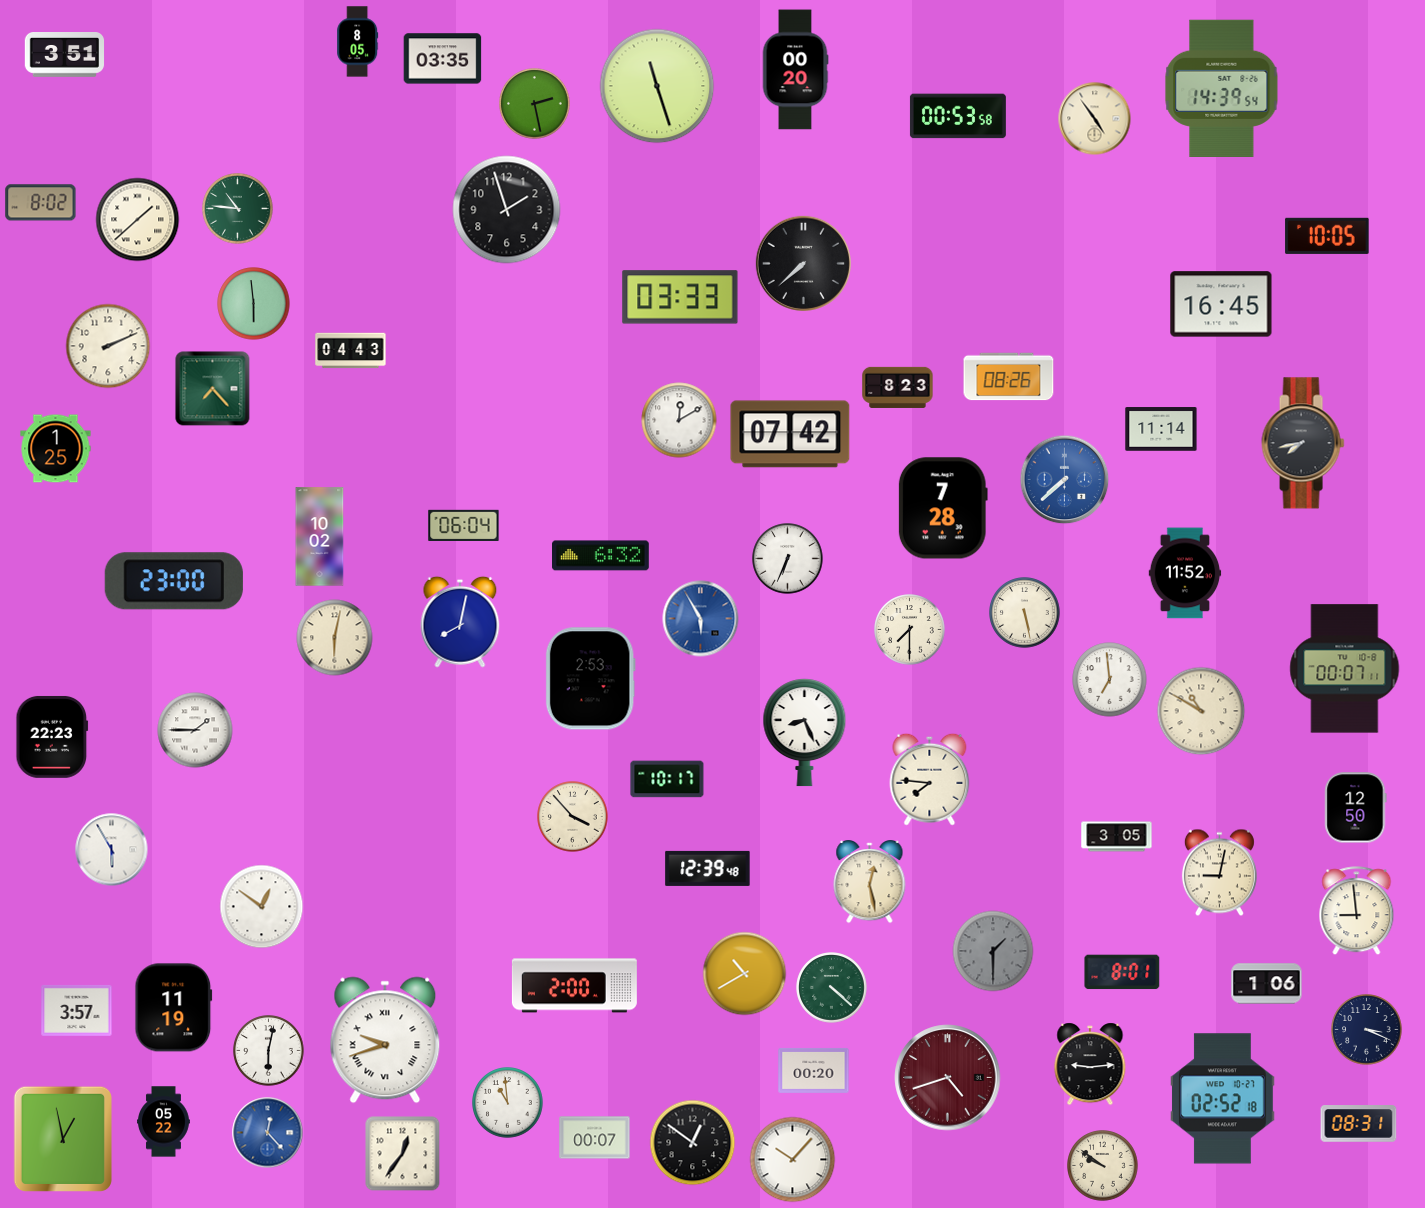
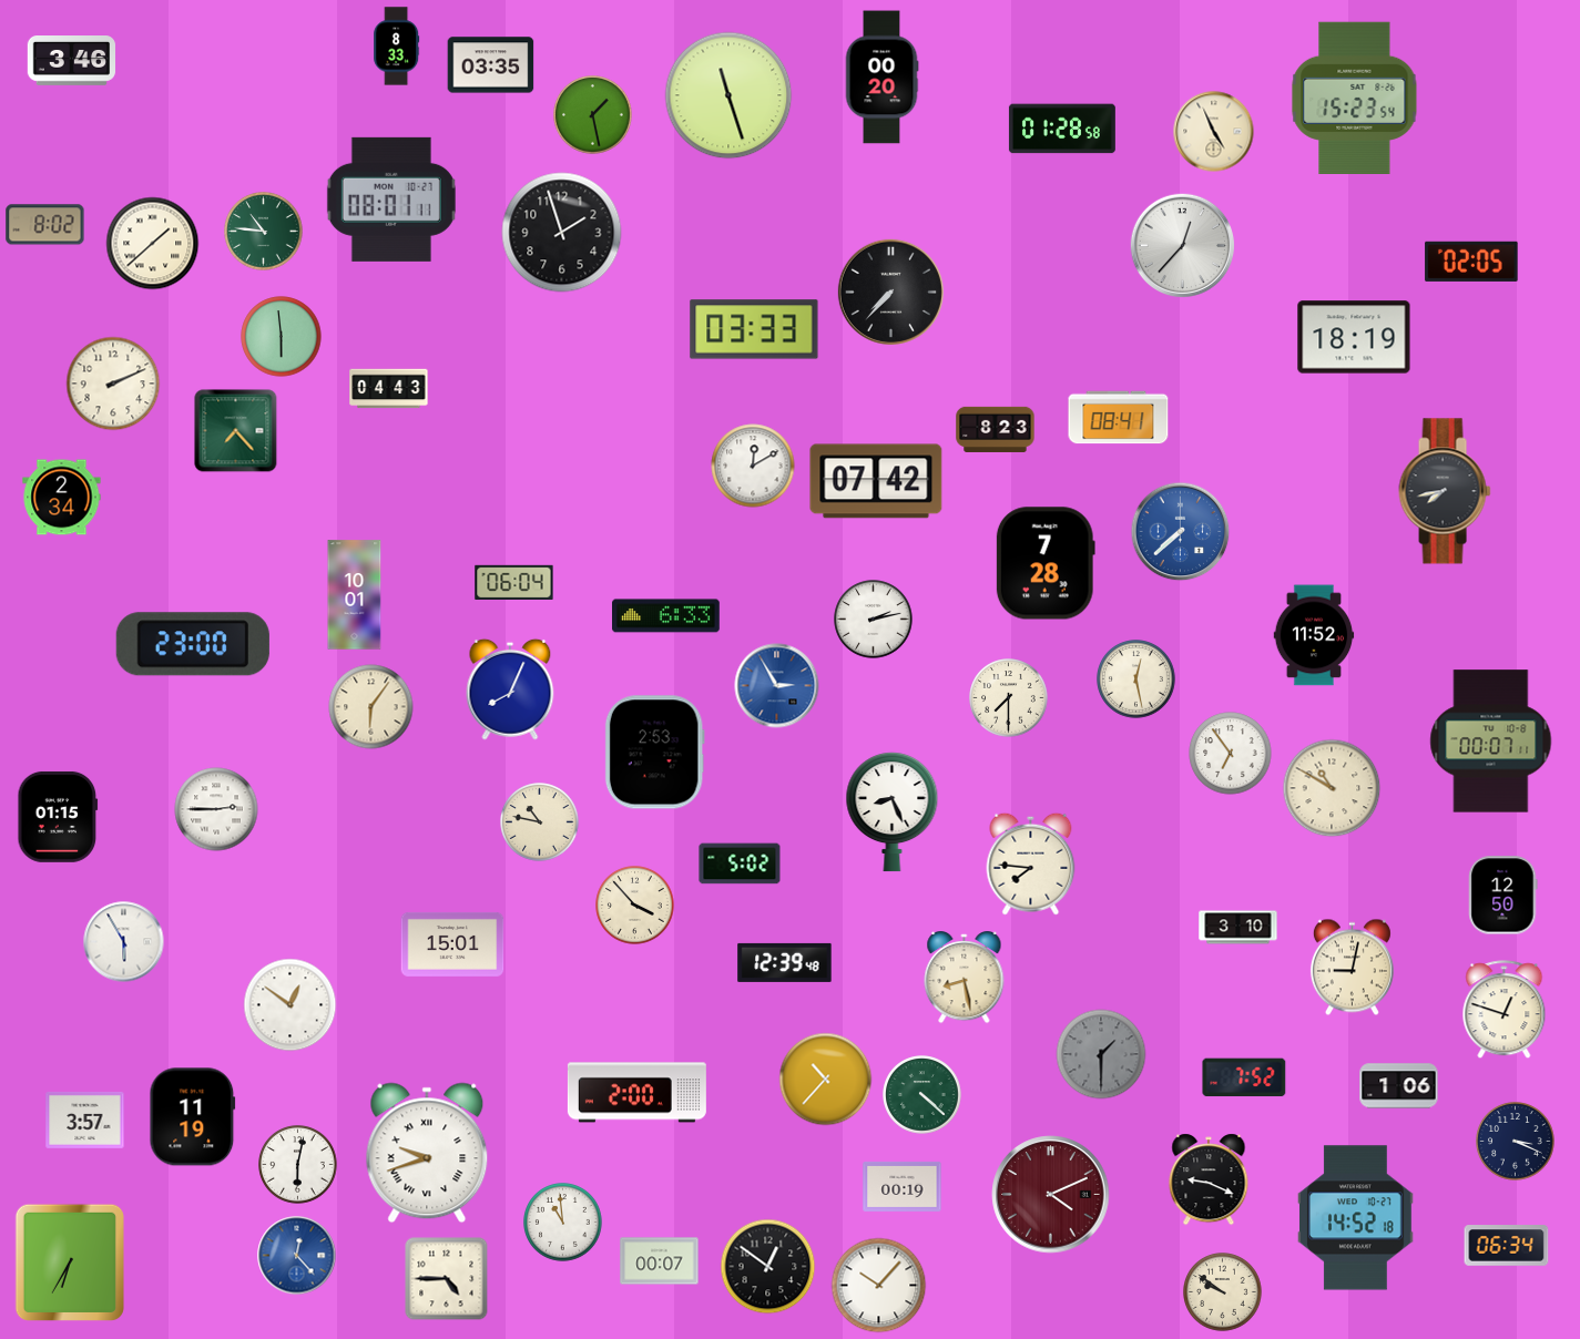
clock at (358, 42): 8:05 -> 8:33
clock at (65, 55): 3:51 -> 3:46
clock at (1222, 88): 14:39 -> 15:23
clock at (535, 104): 2:28 -> 1:28
clock at (958, 116): 00:53 -> 01:28
clock at (1095, 119): 4:54 -> 4:56
clock at (391, 200): none -> 08:01
clock at (1182, 245): none -> 12:37
clock at (1327, 236): 10:05 -> 02:05
clock at (803, 263): 7:38 -> 7:37
clock at (1221, 304): 16:45 -> 18:19
clock at (108, 346) position: (108, 346) -> (113, 384)
clock at (1009, 377): 08:26 -> 08:41
clock at (1161, 429): 11:14 -> none
clock at (56, 449): 1:25 -> 2:34
clock at (320, 537): 10:02 -> 10:01
clock at (601, 556): 6:32 -> 6:33
clock at (788, 559): 6:34 -> 2:13
clock at (1025, 613): 5:28 -> 12:28
clock at (701, 619): 5:55 -> 2:55
clock at (460, 622): 8:02 -> 8:04
clock at (335, 638): 6:02 -> 6:06
clock at (1110, 680): 6:59 -> 6:54
clock at (195, 730): 1:45 -> 2:45
clock at (52, 737): 22:23 -> 01:15
clock at (540, 822): none -> 10:47
clock at (667, 779): 10:17 -> 5:02
clock at (1117, 837): 3:05 -> 3:10
clock at (452, 944): none -> 15:01
clock at (870, 883): 12:28 -> 8:28
clock at (1357, 911): 8:59 -> 12:48
clock at (1122, 972): 8:01 -> 7:52
clock at (745, 974): 10:40 -> 10:37
clock at (1267, 984) position: (1267, 984) -> (1399, 1086)
clock at (1090, 1064): 9:14 -> 9:19
clock at (814, 1070): 00:20 -> 00:19
clock at (948, 1078): 4:42 -> 4:11
clock at (1223, 1099): 02:52 -> 14:52
clock at (164, 1122): 05:22 -> none
clock at (1359, 1124): 08:31 -> 06:34
clock at (63, 1138): 12:58 -> 6:35
clock at (403, 1154): 12:36 -> 4:45
